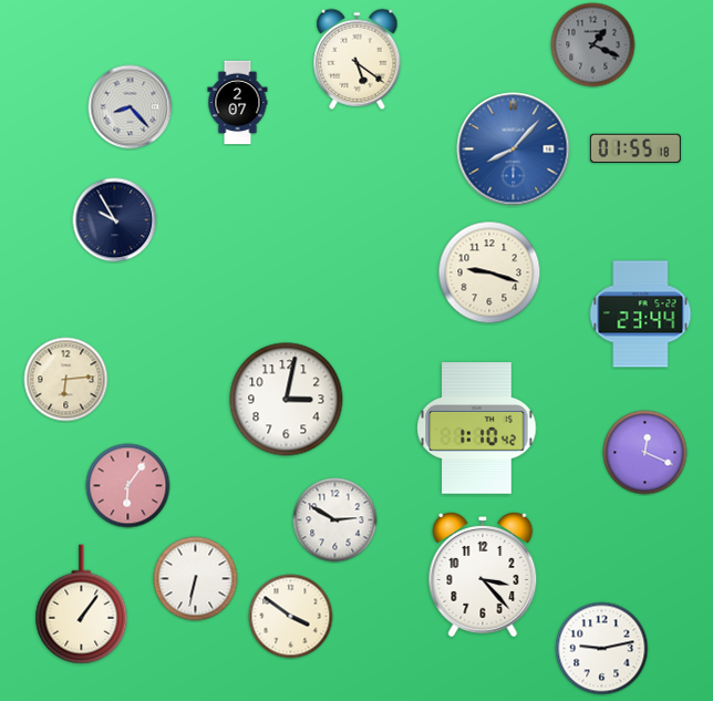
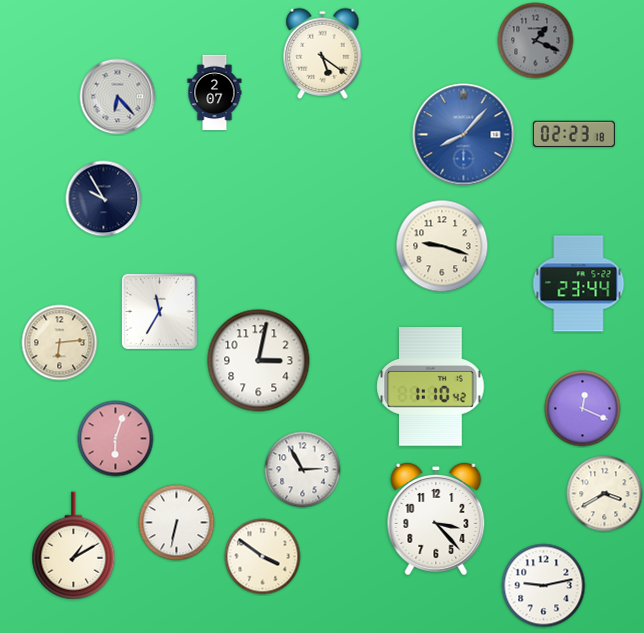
clock at (131, 107): 8:23 -> 6:23
clock at (635, 148): 01:55 -> 02:23
clock at (159, 311): none -> 11:35
clock at (128, 486): 6:06 -> 6:03
clock at (335, 520): 2:50 -> 2:55
clock at (605, 494): none -> 3:40
clock at (82, 605): 1:06 -> 1:10
